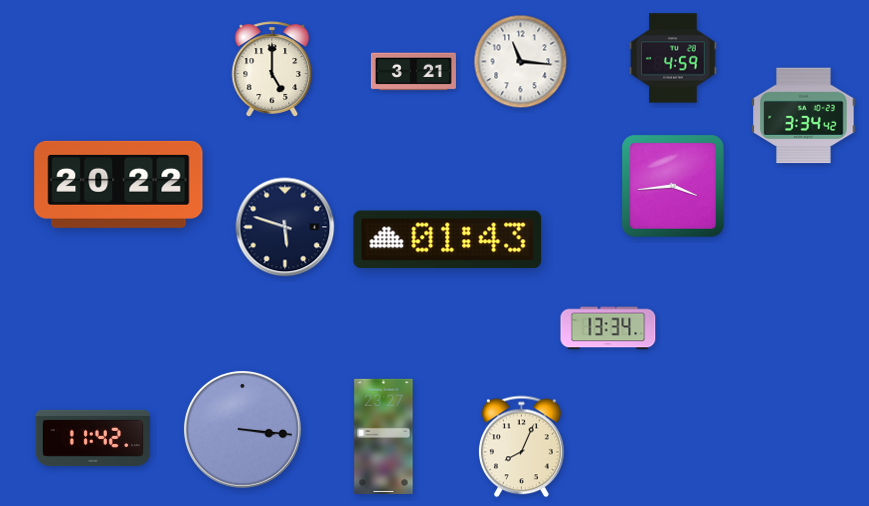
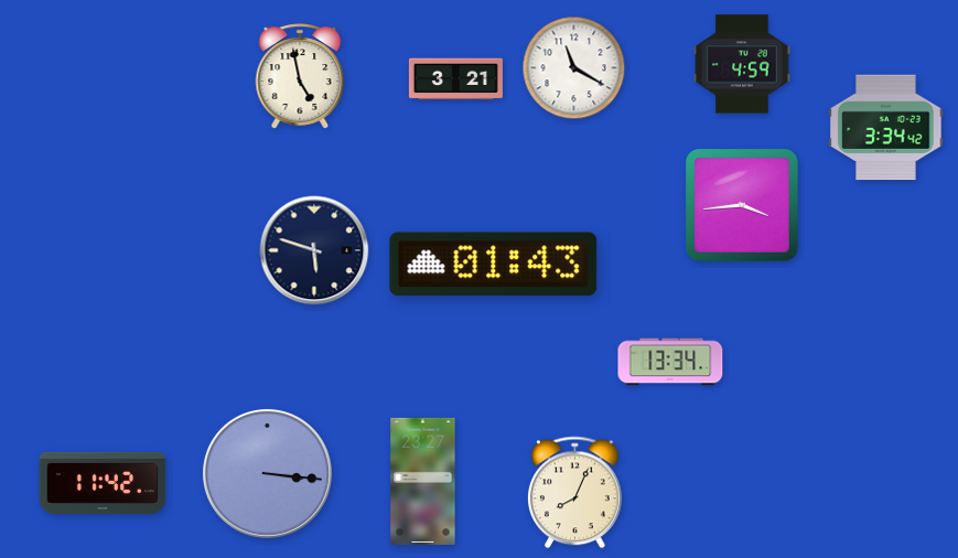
clock at (521, 62): 11:16 -> 11:20
clock at (272, 69): 5:00 -> 4:58
clock at (119, 184): 20:22 -> none
